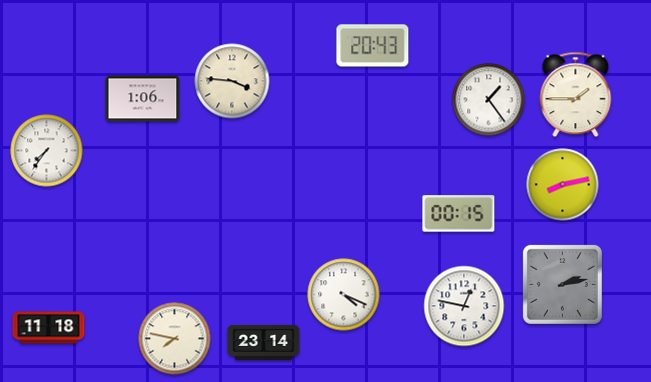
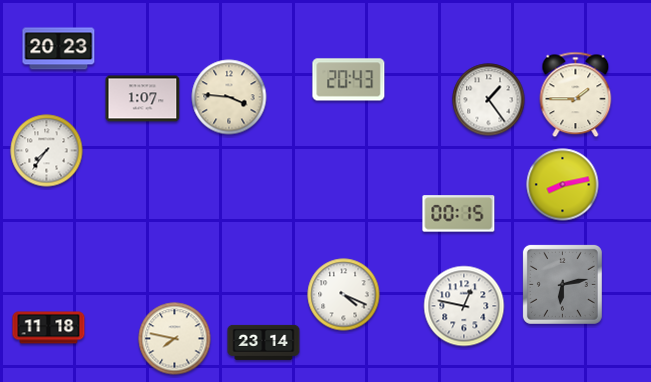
clock at (373, 46) position: (373, 46) -> (349, 80)
clock at (59, 49): none -> 20:23
clock at (232, 81) position: (232, 81) -> (229, 97)
clock at (143, 99): 1:06 -> 1:07
clock at (562, 284): 2:13 -> 6:13
